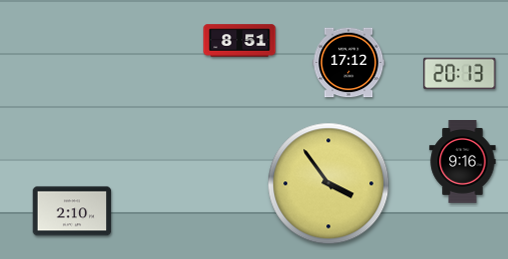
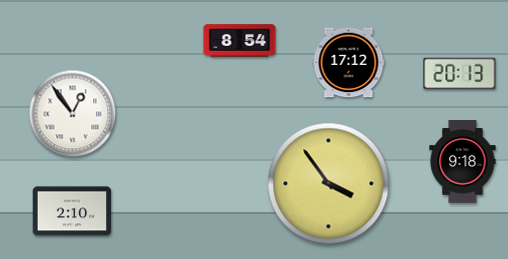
clock at (240, 41): 8:51 -> 8:54
clock at (73, 114): none -> 12:54
clock at (463, 162): 9:16 -> 9:18
